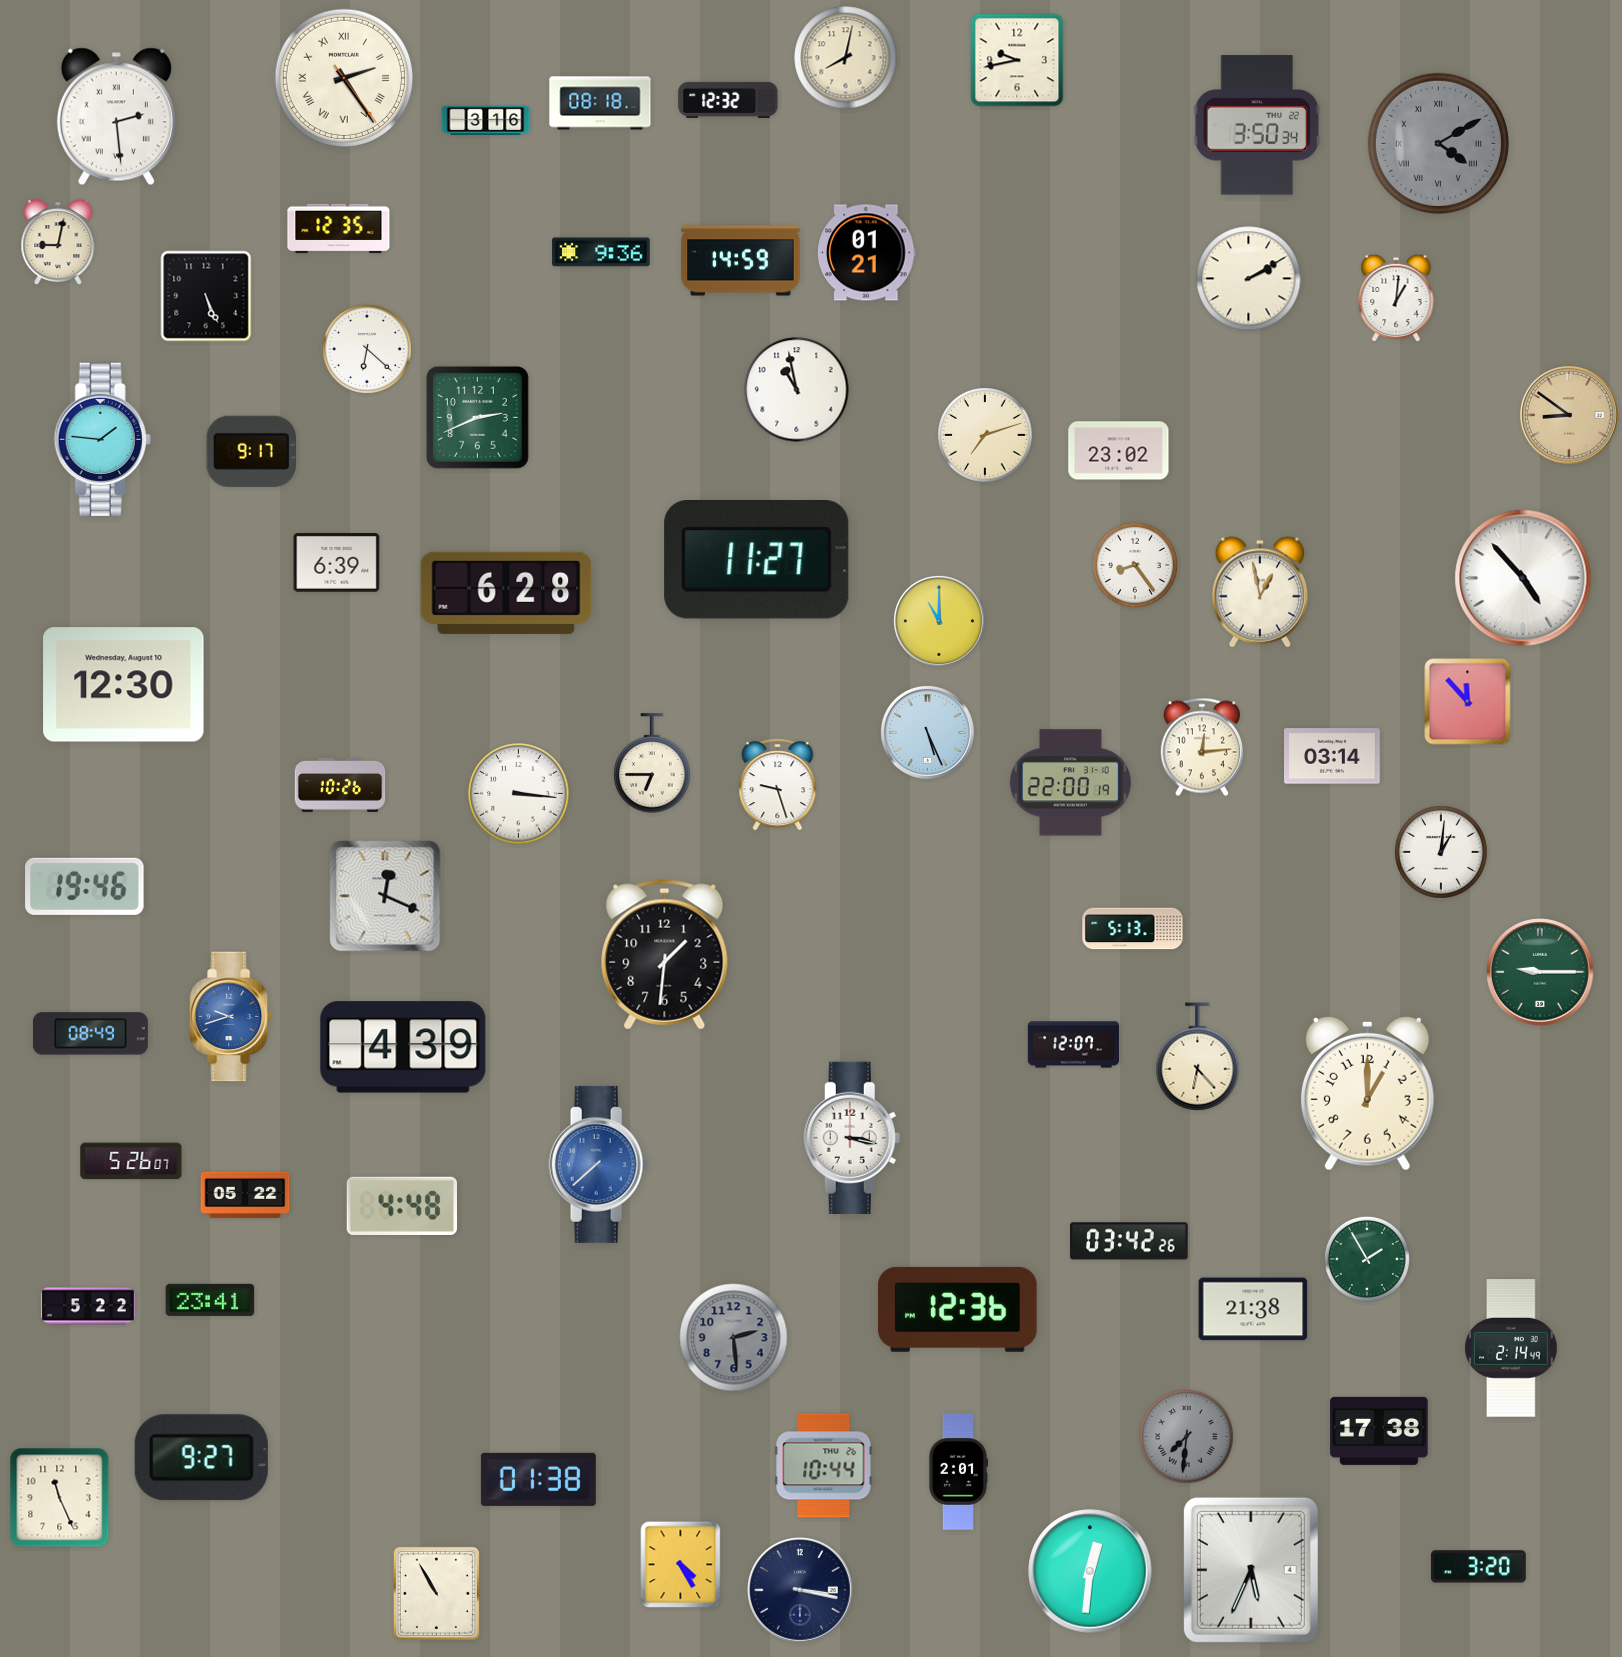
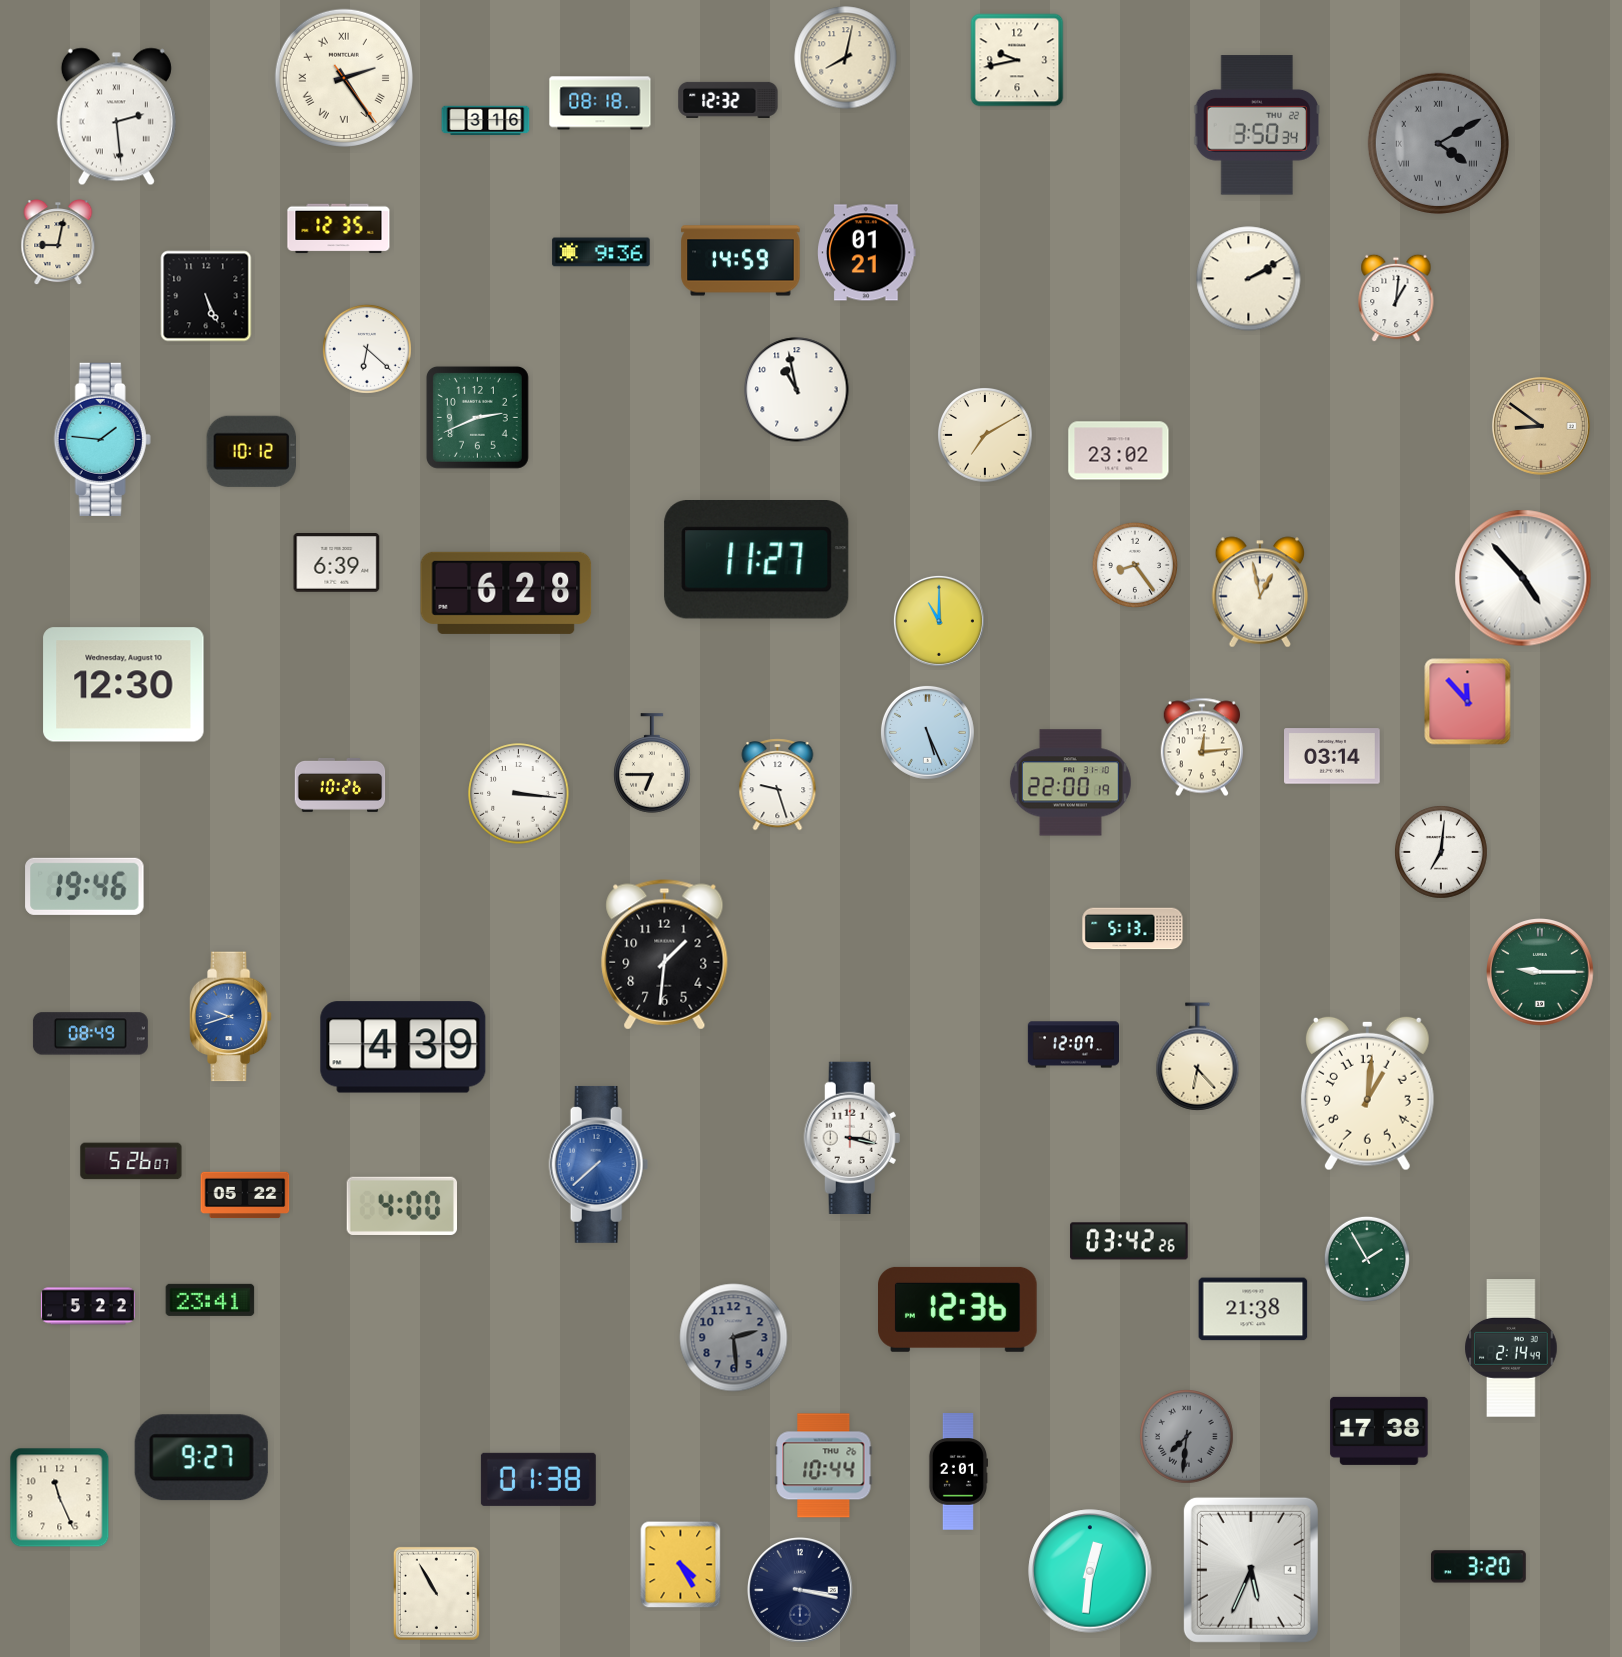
clock at (1569, 415) position: (1569, 415) -> (1541, 426)
clock at (985, 436): 7:12 -> 7:10
clock at (251, 451): 9:17 -> 10:12
clock at (1442, 853): 1:01 -> 7:01
clock at (385, 896): 12:19 -> none
clock at (1367, 1093): 1:00 -> 1:01
clock at (402, 1206): 4:48 -> 4:00
